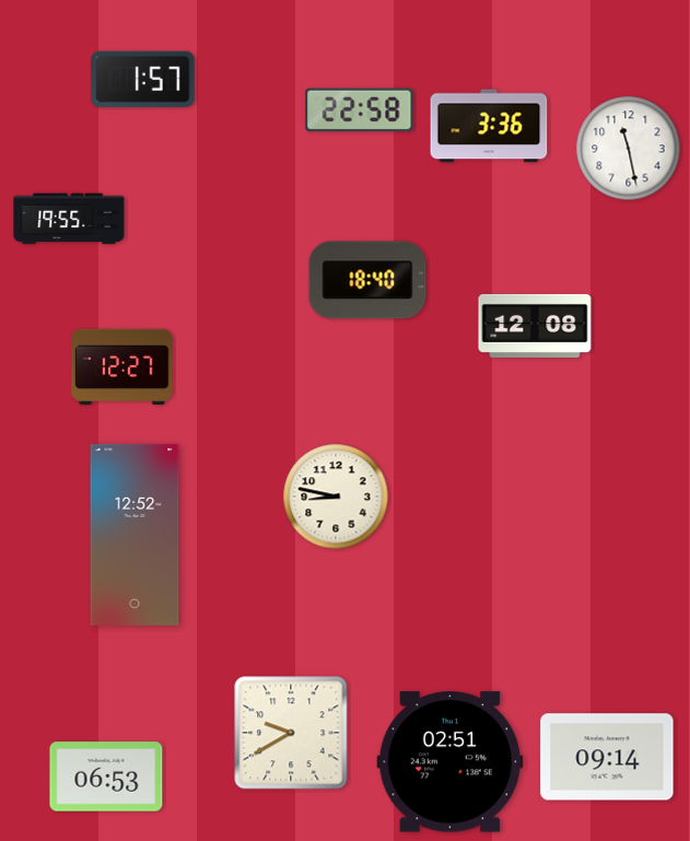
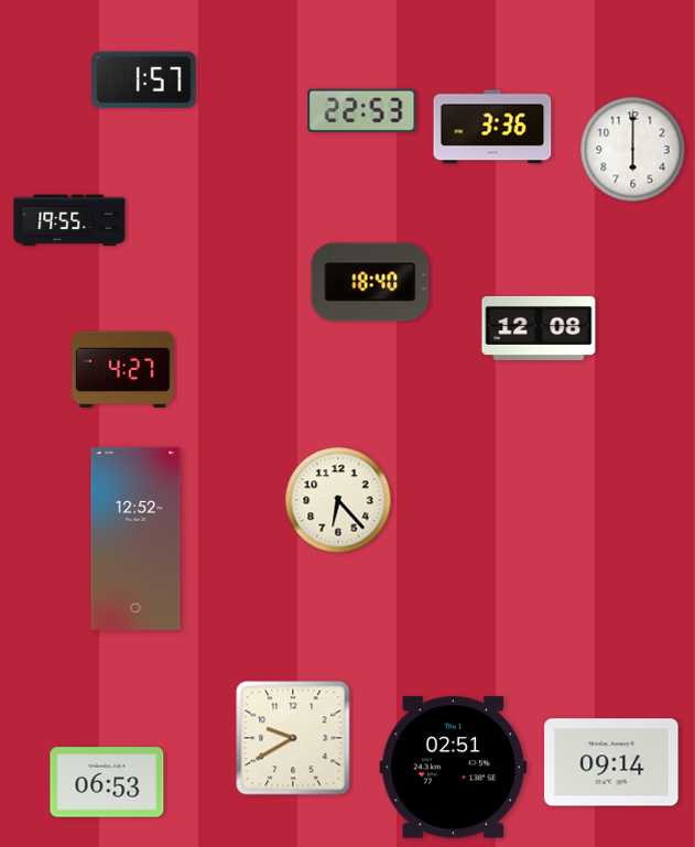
clock at (360, 109): 22:58 -> 22:53
clock at (629, 149): 11:28 -> 6:00
clock at (122, 366): 12:27 -> 4:27
clock at (336, 497): 8:47 -> 6:23
